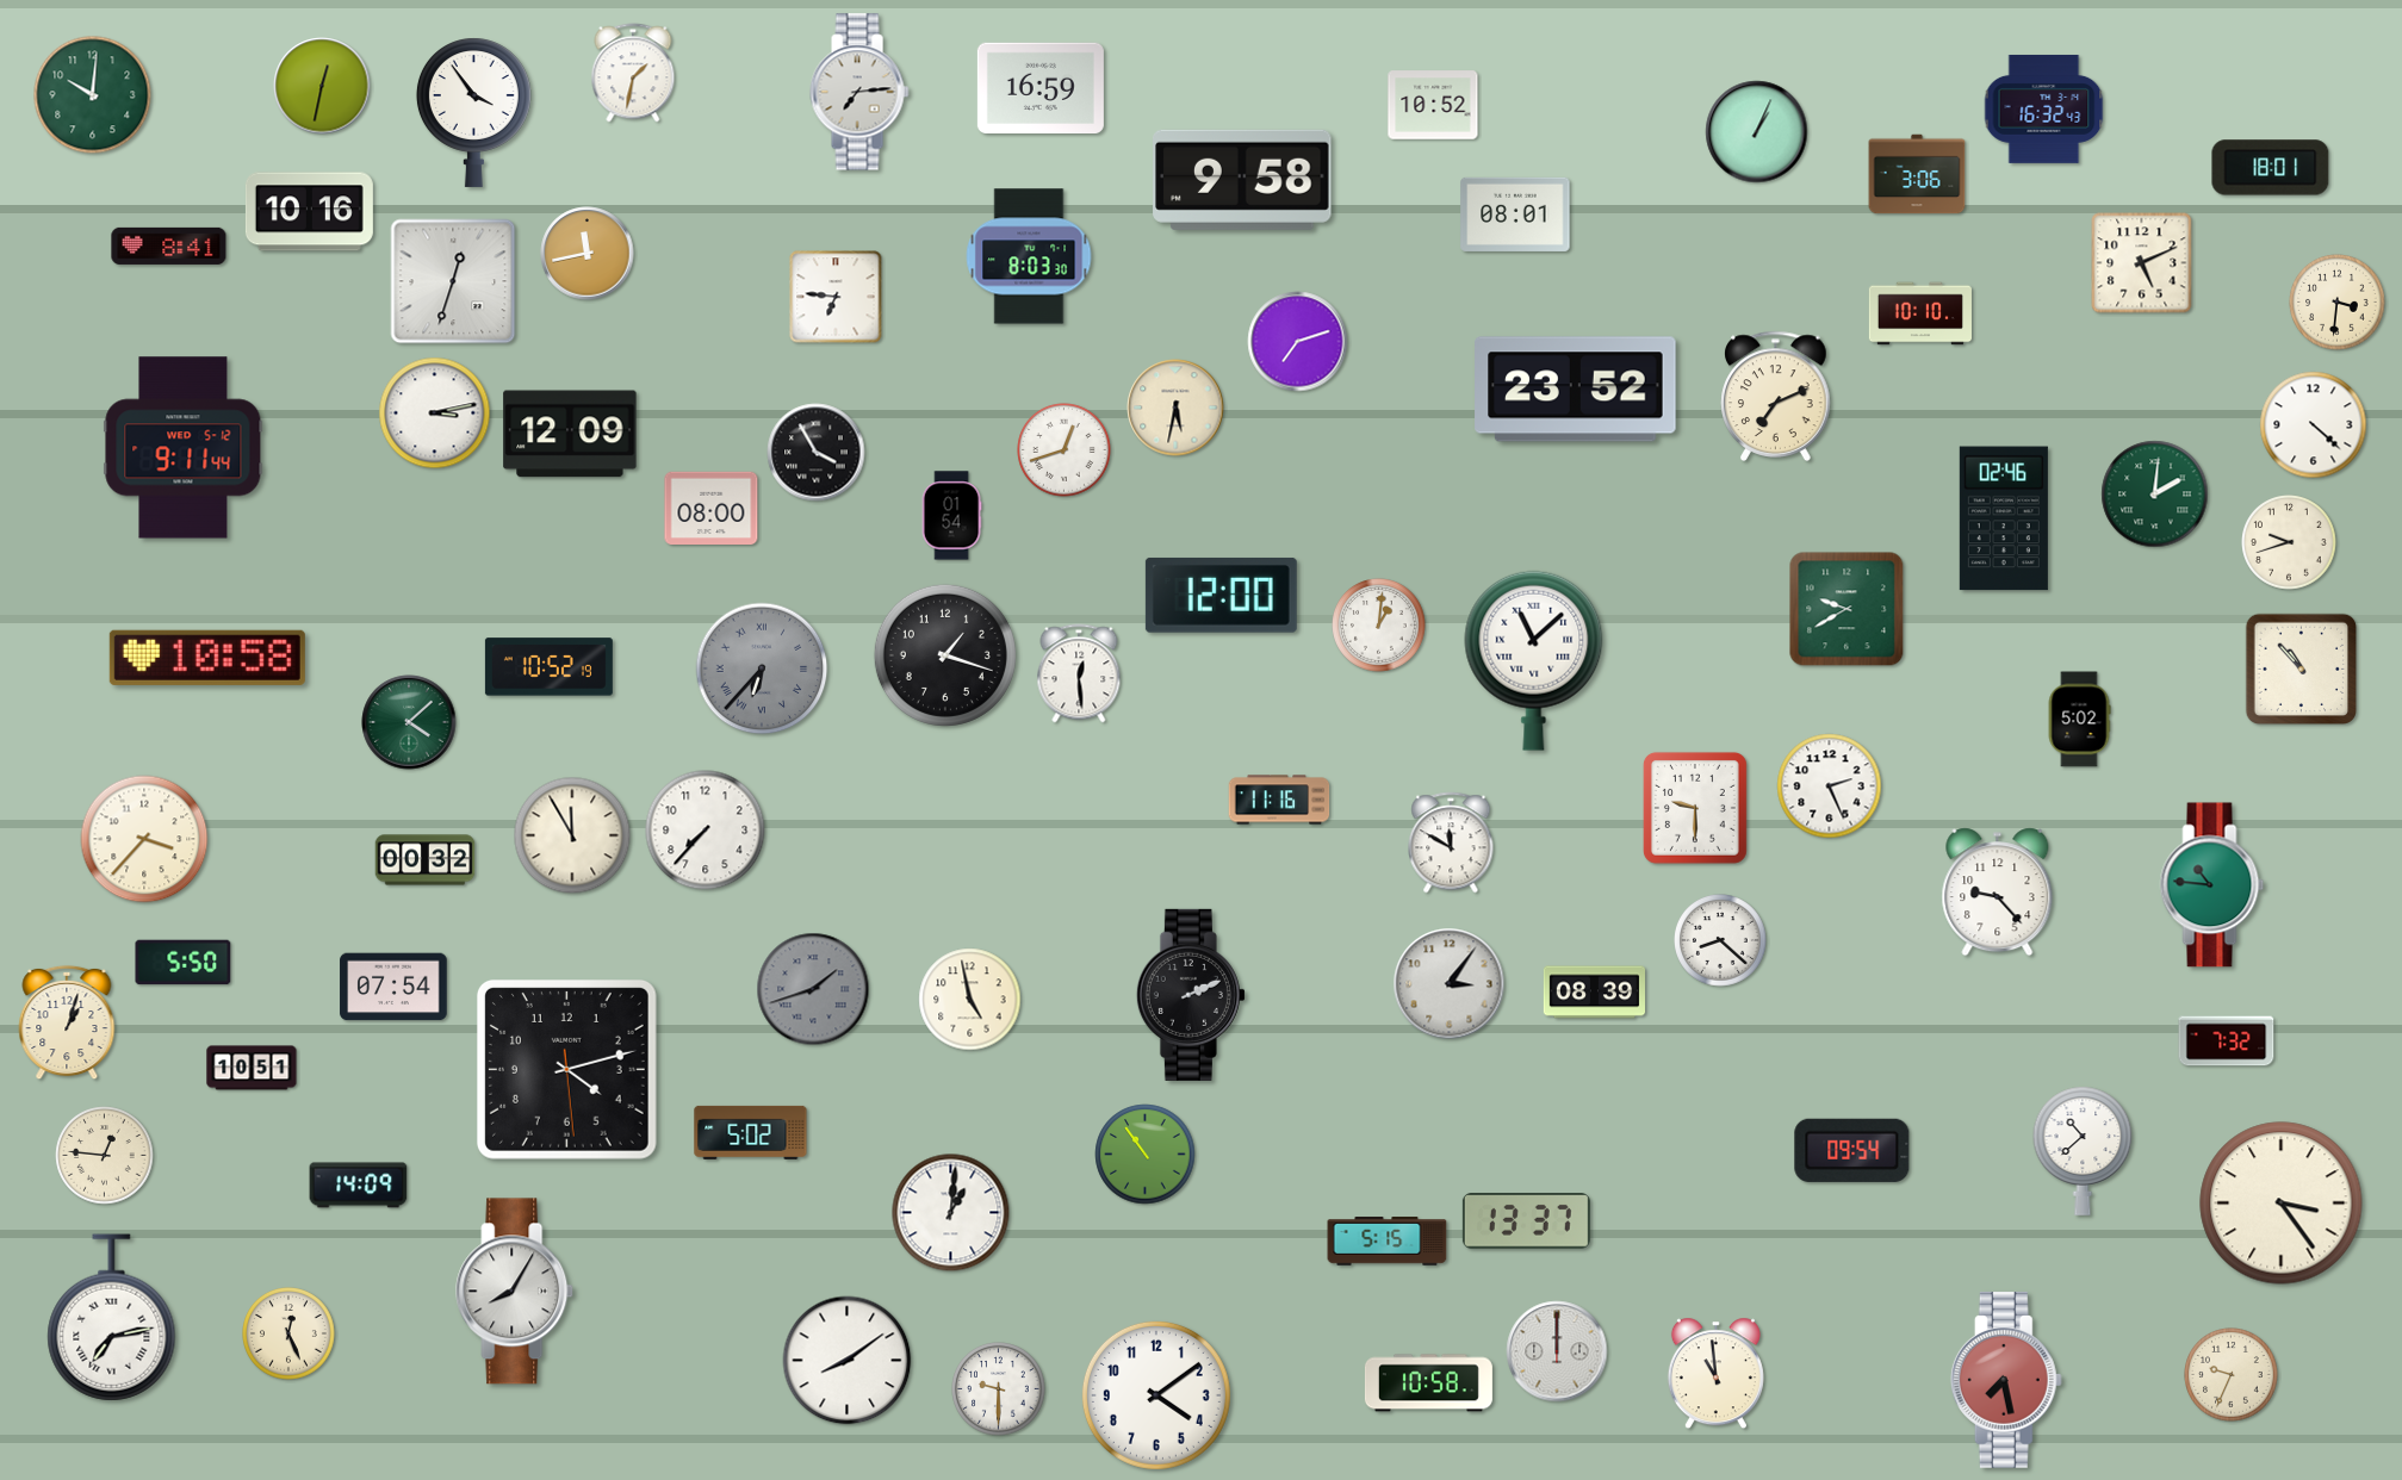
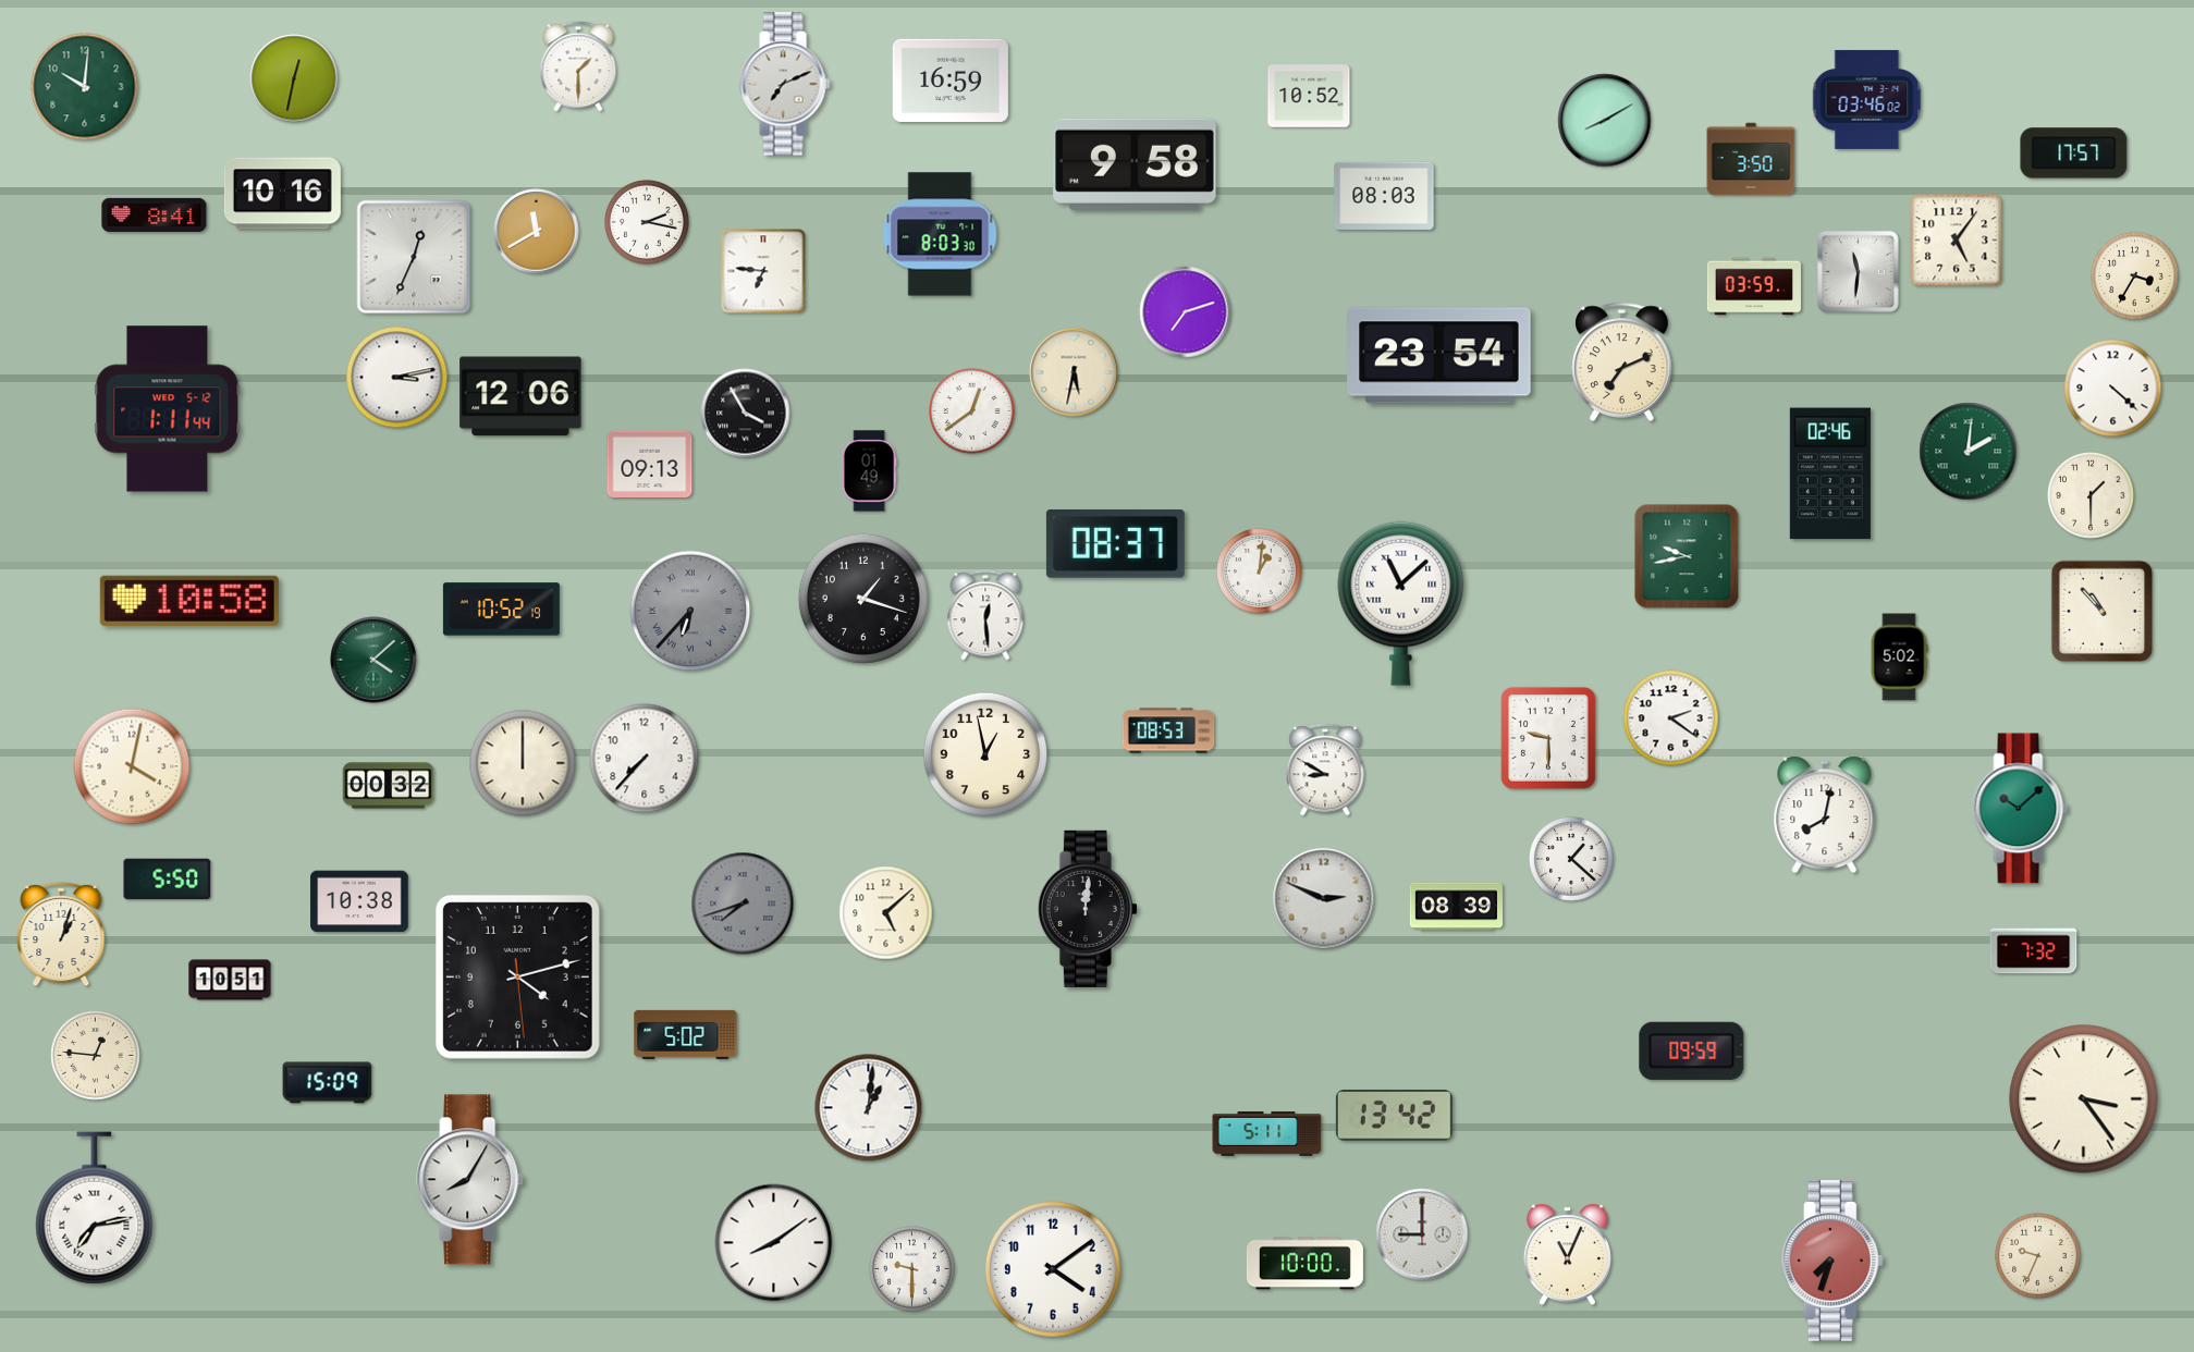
clock at (633, 73): 1:32 -> 1:30
clock at (859, 92): 7:14 -> 7:11
clock at (2044, 108): 16:32 -> 03:46
clock at (473, 112): 3:54 -> none
clock at (1757, 132): 1:04 -> 8:10
clock at (2271, 168): 18:01 -> 17:57
clock at (1917, 174): 3:06 -> 3:50
clock at (1515, 214): 08:01 -> 08:03
clock at (648, 223): none -> 2:17
clock at (169, 245) position: (169, 245) -> (155, 214)
clock at (588, 254): 11:43 -> 11:40
clock at (2142, 263): 5:11 -> 5:06
clock at (453, 281): 12:33 -> 12:34
clock at (1859, 272): none -> 11:31
clock at (2338, 303): 3:31 -> 3:35
clock at (1920, 313): 10:10 -> 03:59
clock at (1576, 390): 23:52 -> 23:54
clock at (570, 434): 12:09 -> 12:06
clock at (184, 448): 9:11 -> 1:11
clock at (1065, 450): 12:42 -> 12:39
clock at (712, 508): 08:00 -> 09:13
clock at (951, 516): 01:54 -> 01:49
clock at (2289, 542): 9:42 -> 1:30
clock at (1221, 595): 12:00 -> 08:37
clock at (1847, 609): 9:40 -> 9:43
clock at (762, 669) position: (762, 669) -> (690, 611)
clock at (1830, 786): 2:26 -> 2:21
clock at (1279, 800): 11:16 -> 08:53
clock at (985, 754): none -> 12:58
clock at (572, 835): 11:55 -> 12:00
clock at (144, 839): 3:37 -> 4:02
clock at (1451, 842): 11:50 -> 8:50
clock at (2212, 885): 10:46 -> 10:08
clock at (1998, 893): 9:23 -> 8:02
clock at (1721, 941): 8:22 -> 1:22
clock at (1450, 984): 3:06 -> 2:49
clock at (393, 987): 07:54 -> 10:38
clock at (813, 989): 1:42 -> 7:42
clock at (1191, 995): 2:11 -> 12:01
clock at (970, 1000): 4:58 -> 5:08
clock at (252, 1068) position: (252, 1068) -> (230, 980)
clock at (1852, 1150): 09:54 -> 09:59
clock at (2083, 1151): 10:38 -> none
clock at (1146, 1155): 10:54 -> none
clock at (359, 1186): 14:09 -> 15:09
clock at (1526, 1221): 13:37 -> 13:42
clock at (1388, 1242): 5:15 -> 5:11
clock at (112, 1318) position: (112, 1318) -> (95, 1208)
clock at (290, 1335): 12:26 -> none
clock at (1557, 1351): 12:00 -> 9:00
clock at (1715, 1374): 10:59 -> 11:04
clock at (2006, 1381): 7:28 -> 7:33
clock at (1428, 1383): 10:58 -> 10:00
clock at (1156, 1395) position: (1156, 1395) -> (1053, 1269)
